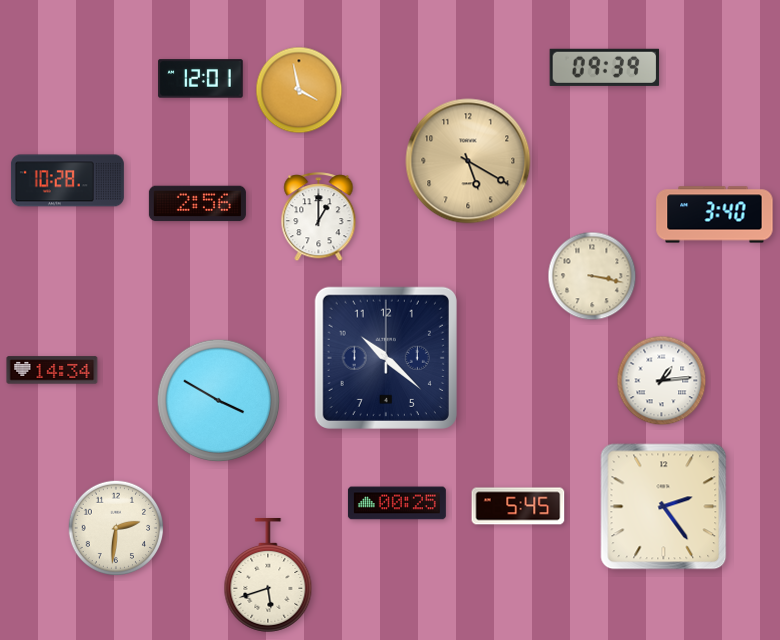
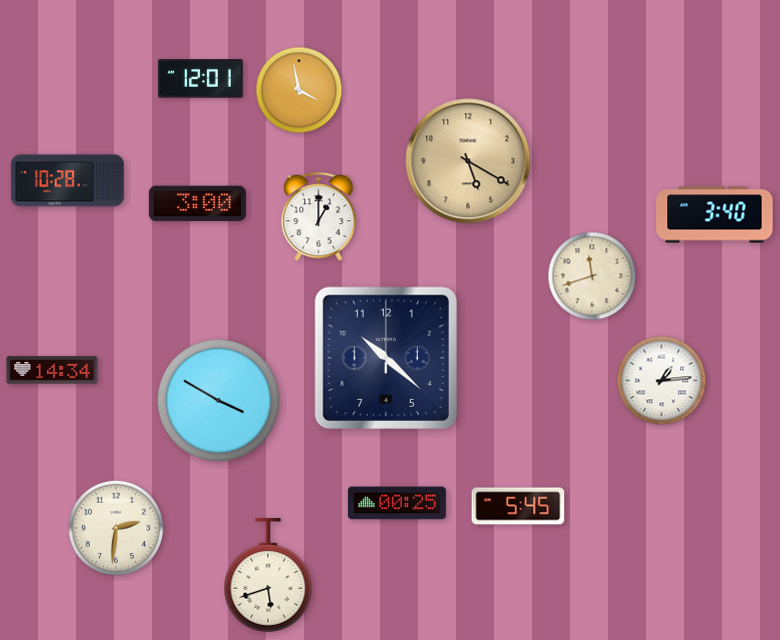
clock at (605, 67): 09:39 -> none
clock at (197, 204): 2:56 -> 3:00
clock at (592, 276): 3:17 -> 11:42
clock at (664, 507): 2:24 -> none
